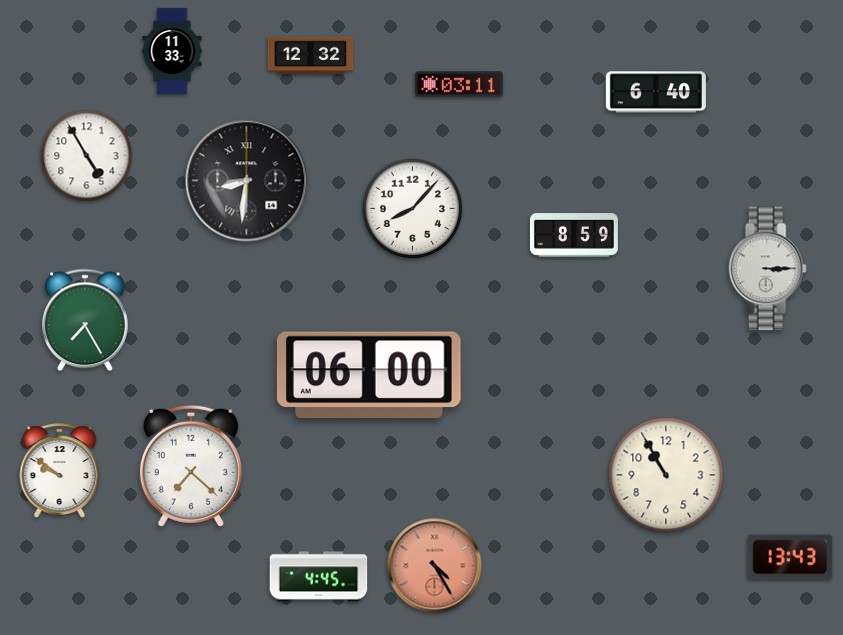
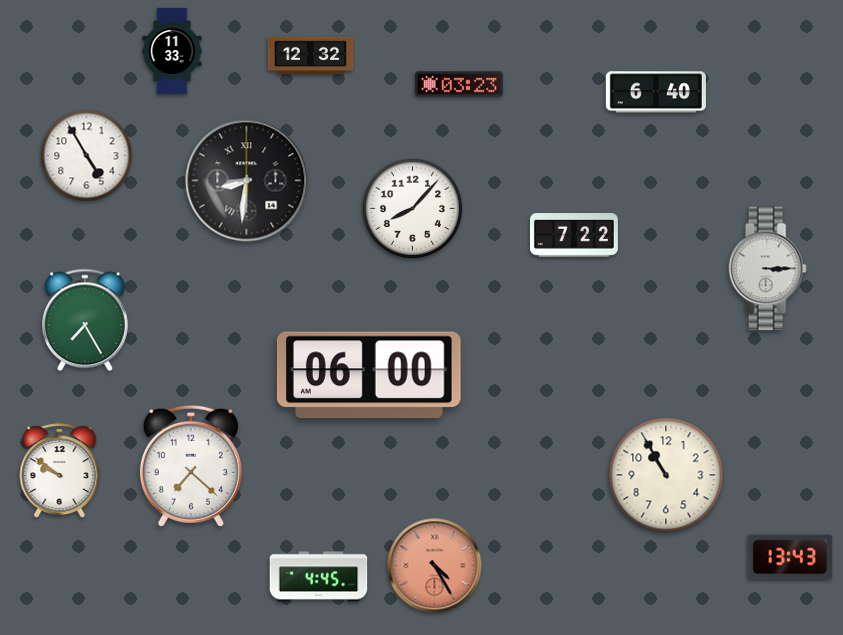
clock at (459, 84): 03:11 -> 03:23
clock at (574, 235): 8:59 -> 7:22
